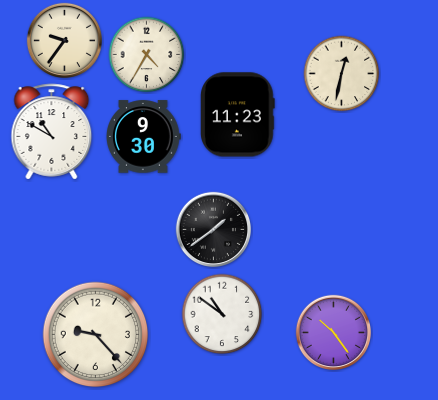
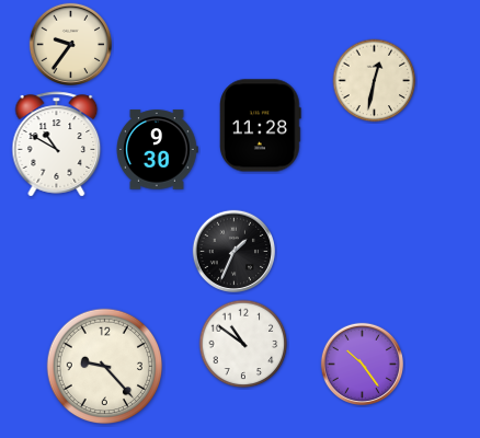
clock at (147, 55): 4:35 -> none
clock at (238, 115): 11:23 -> 11:28
clock at (213, 229): 1:39 -> 1:34
clock at (333, 332) position: (333, 332) -> (362, 364)
